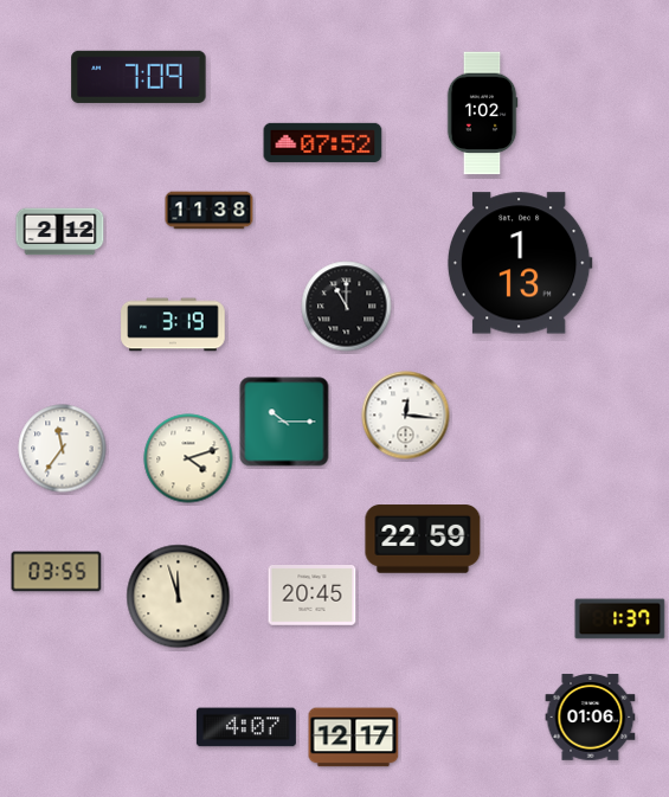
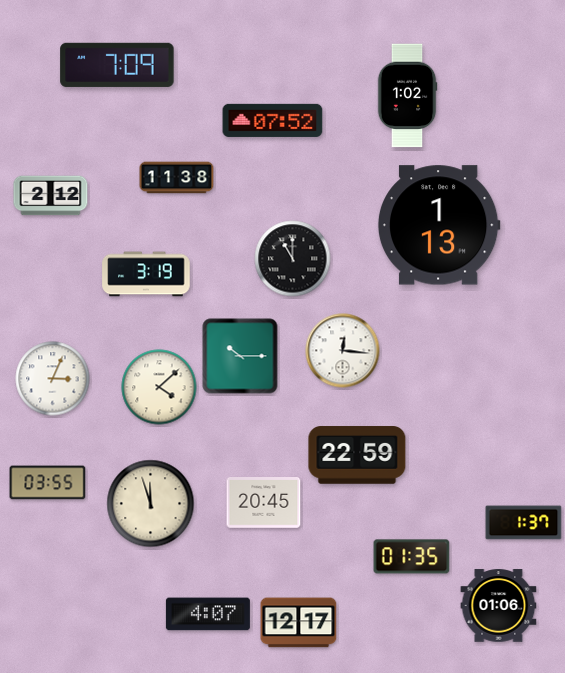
clock at (520, 263) position: (520, 263) -> (439, 225)
clock at (63, 449): 11:36 -> 3:04
clock at (188, 458): 4:12 -> 4:08
clock at (412, 557): none -> 01:35
